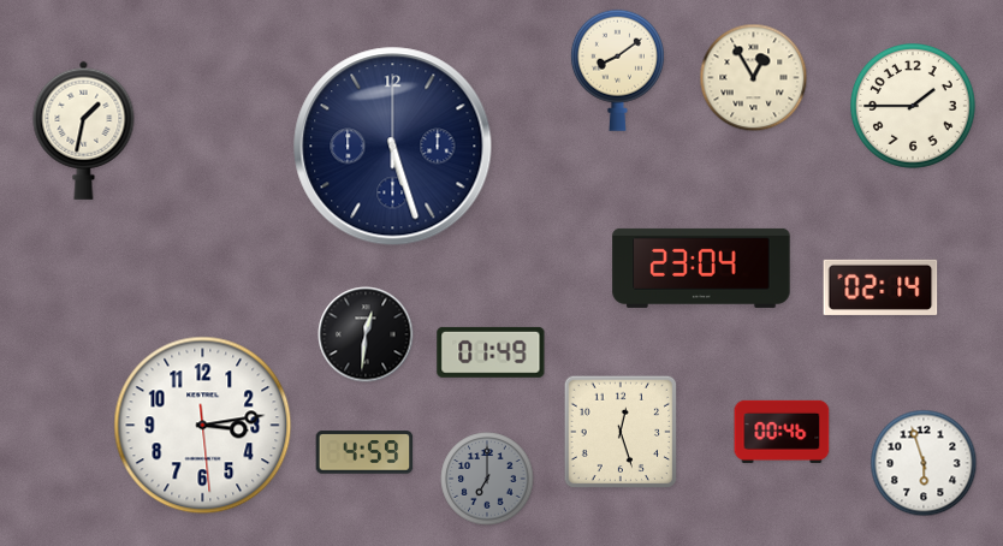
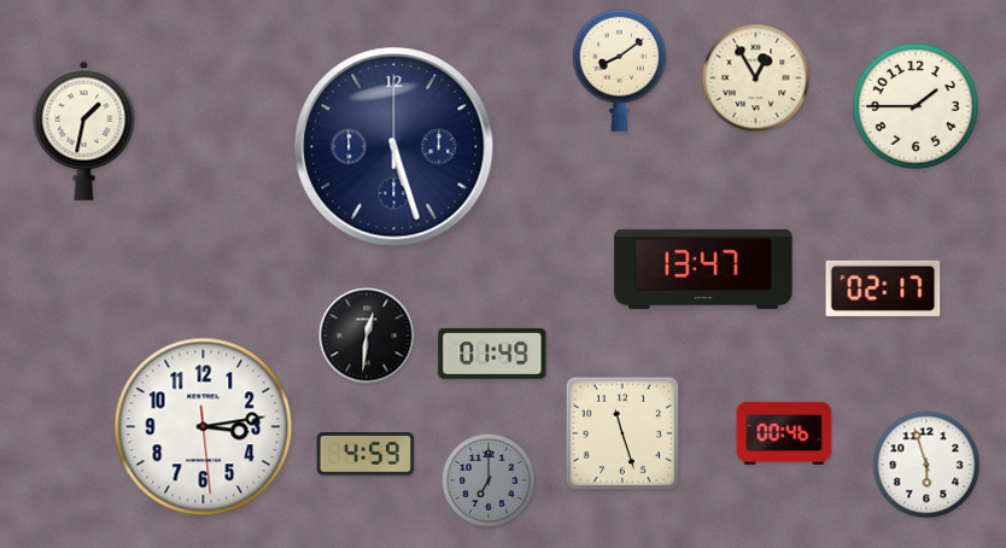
clock at (701, 268): 23:04 -> 13:47
clock at (880, 287): 02:14 -> 02:17
clock at (619, 431): 12:27 -> 11:27
